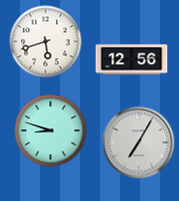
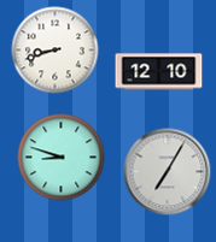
clock at (46, 42): 5:42 -> 8:42
clock at (132, 60): 12:56 -> 12:10
